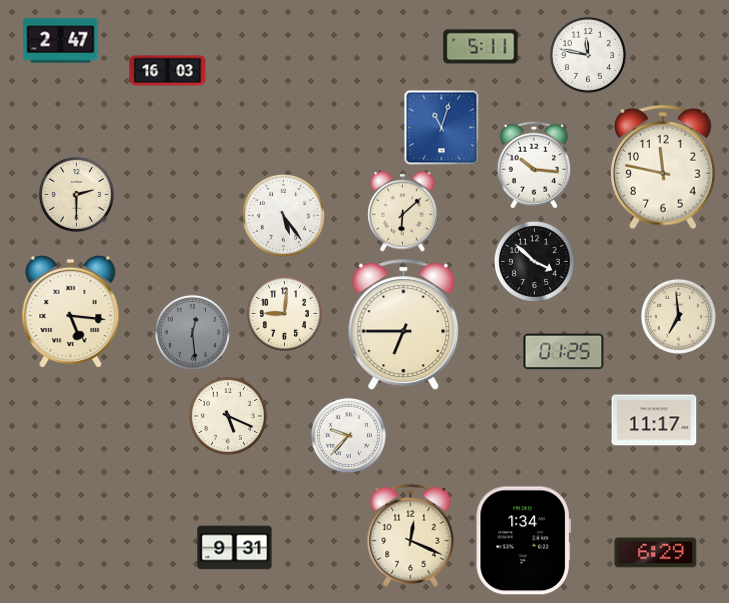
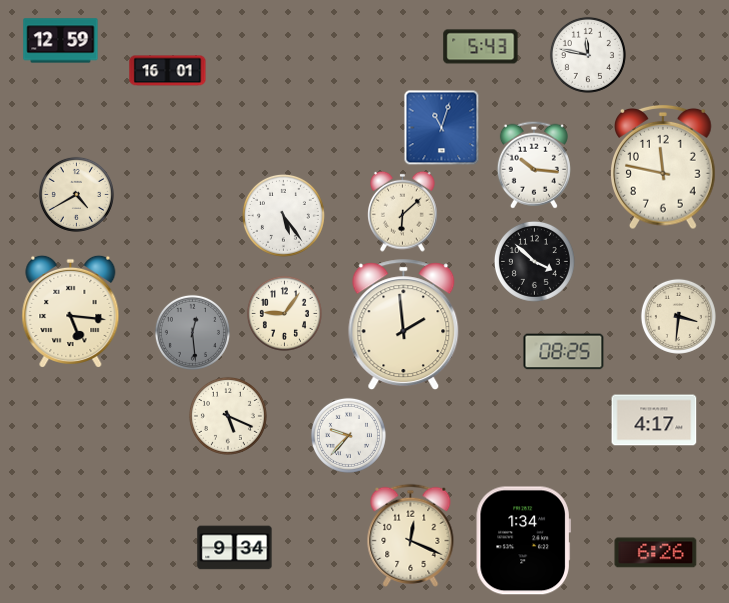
clock at (61, 41): 2:47 -> 12:59
clock at (481, 47): 5:11 -> 5:43
clock at (168, 71): 16:03 -> 16:01
clock at (76, 194): 2:30 -> 4:40
clock at (284, 313): 9:01 -> 9:06
clock at (678, 316): 6:59 -> 3:31
clock at (404, 324): 6:45 -> 1:59
clock at (564, 352): 01:25 -> 08:25
clock at (654, 420): 11:17 -> 4:17
clock at (235, 548): 9:31 -> 9:34
clock at (656, 553): 6:29 -> 6:26
